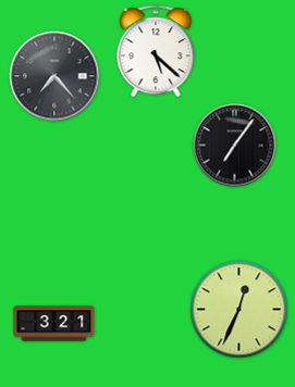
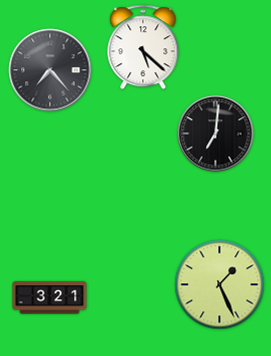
clock at (235, 146): 7:06 -> 7:01
clock at (239, 310): 12:34 -> 1:26
